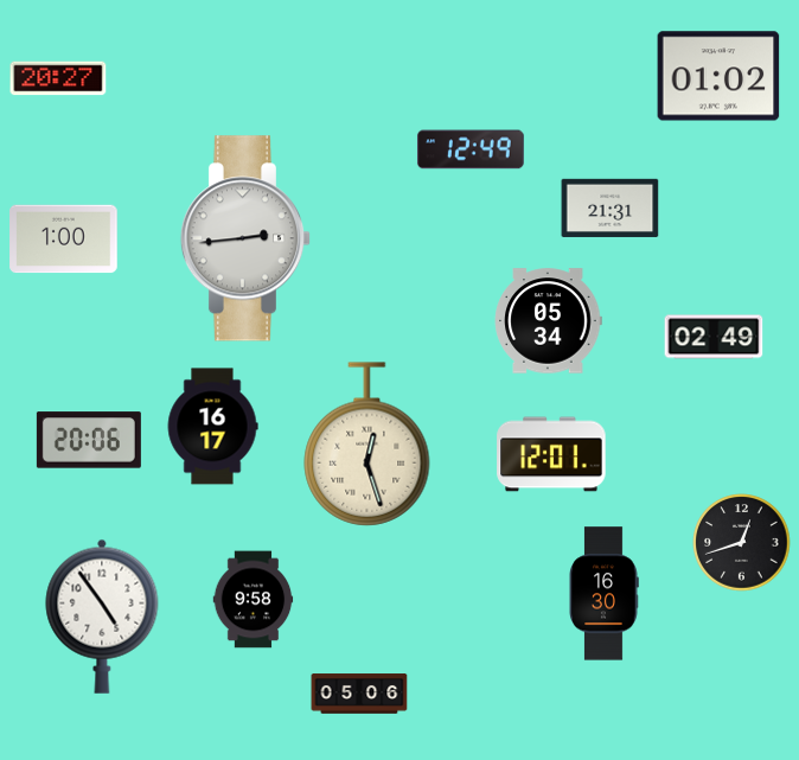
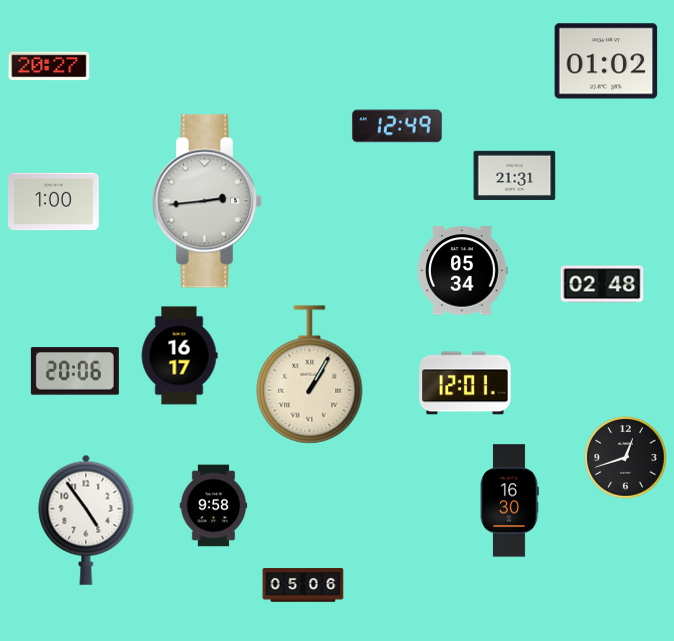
clock at (718, 76) position: (718, 76) -> (606, 61)
clock at (714, 337): 02:49 -> 02:48
clock at (212, 427) position: (212, 427) -> (179, 356)
clock at (367, 445): 12:27 -> 1:05
